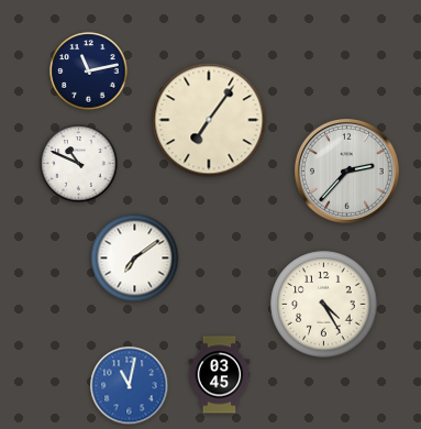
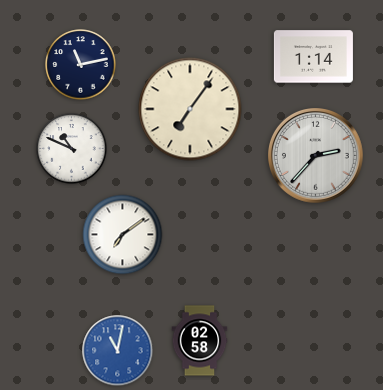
clock at (313, 57): none -> 1:14
clock at (324, 305): 4:25 -> none
clock at (220, 375): 03:45 -> 02:58
